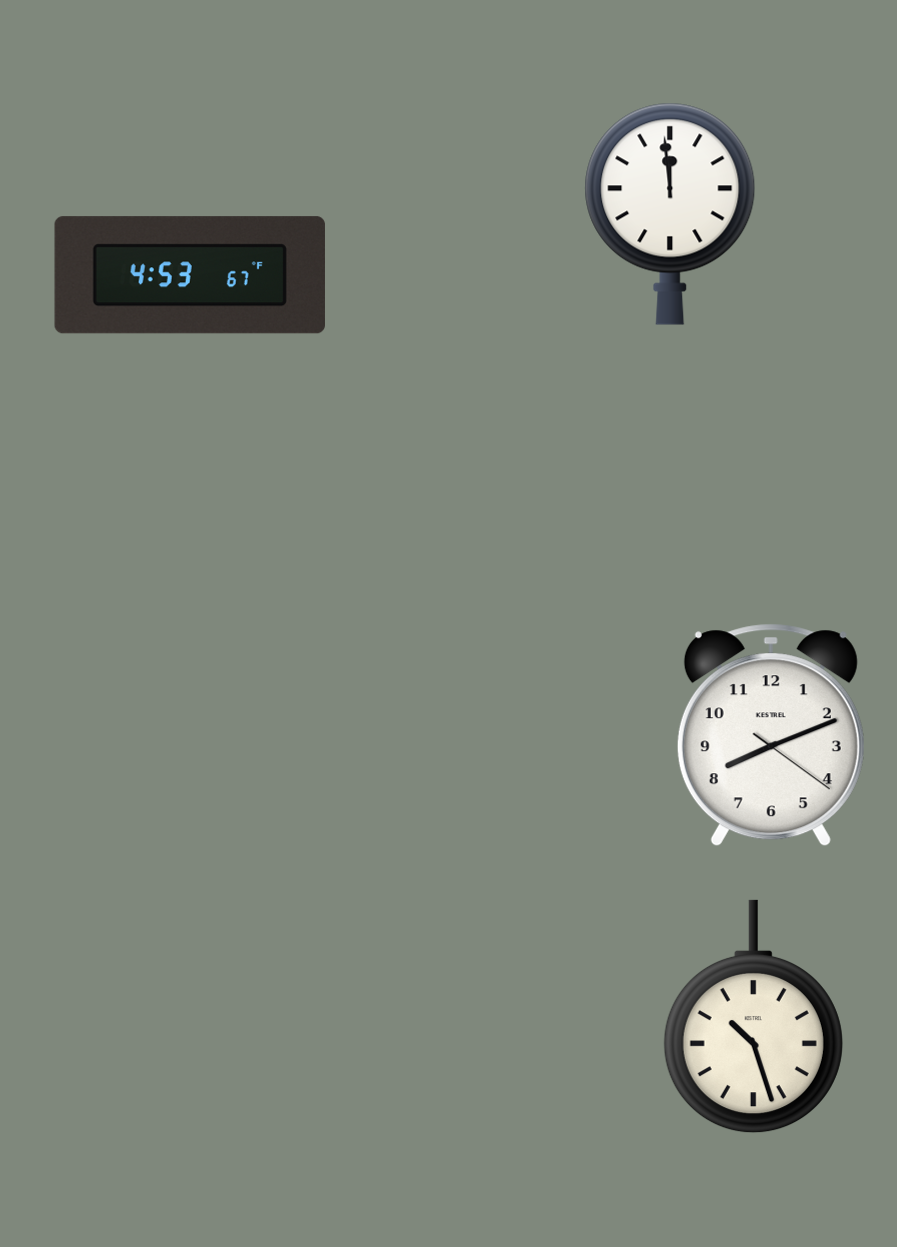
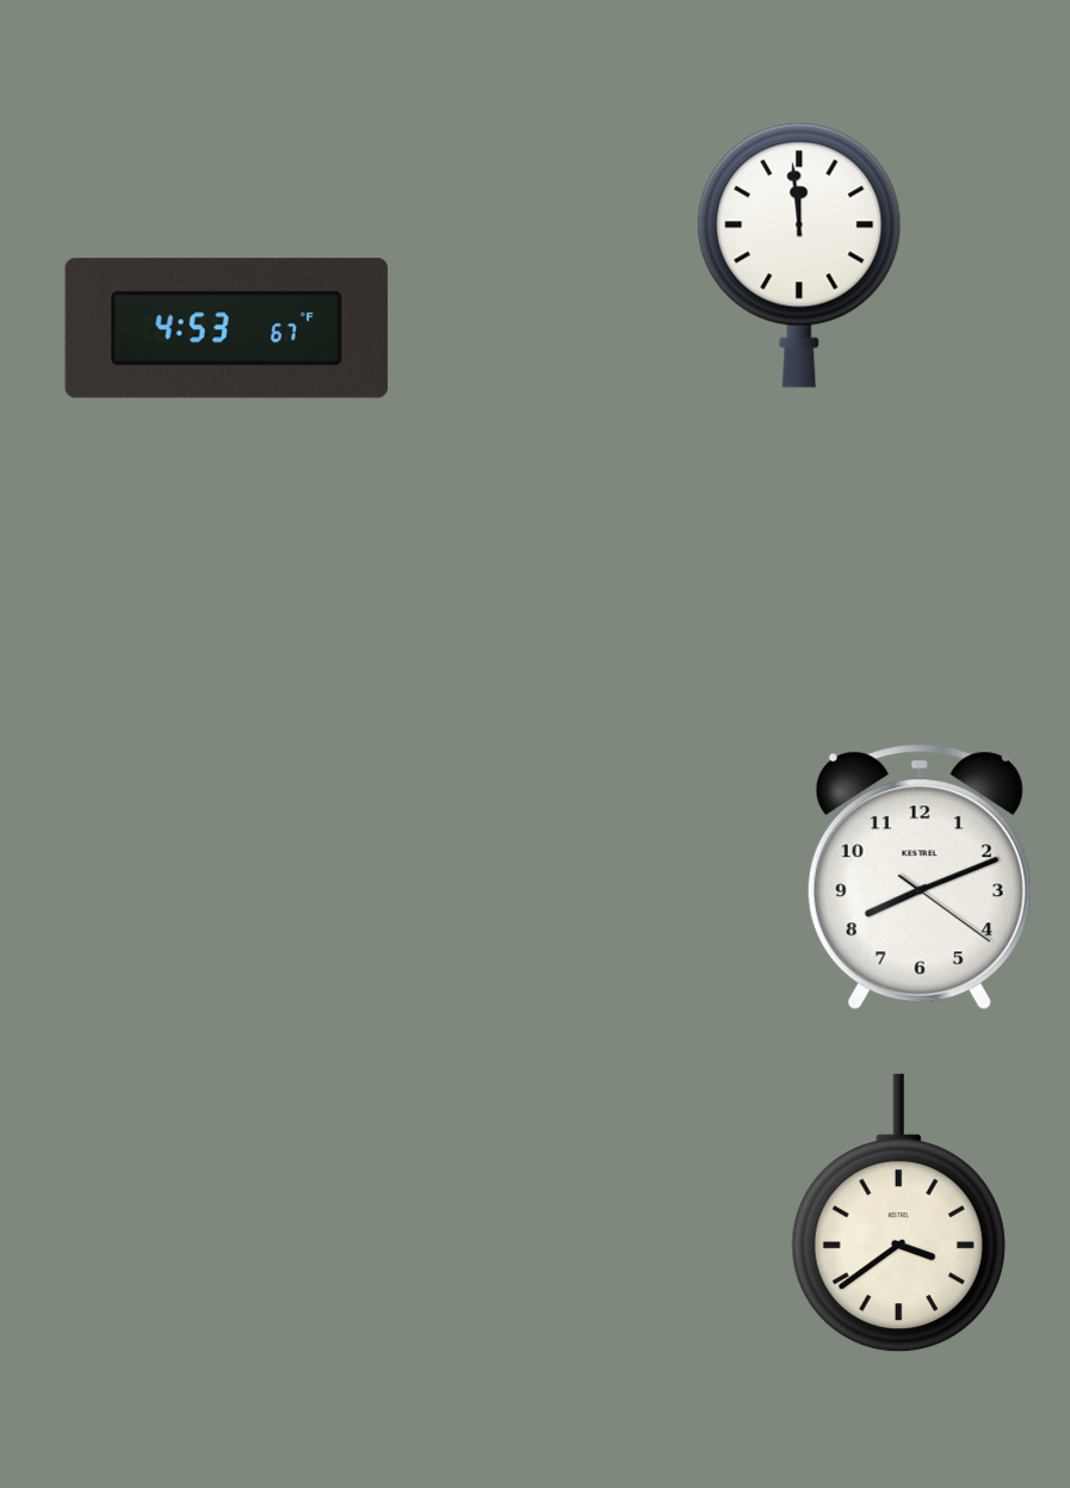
clock at (753, 1017): 10:27 -> 3:39
